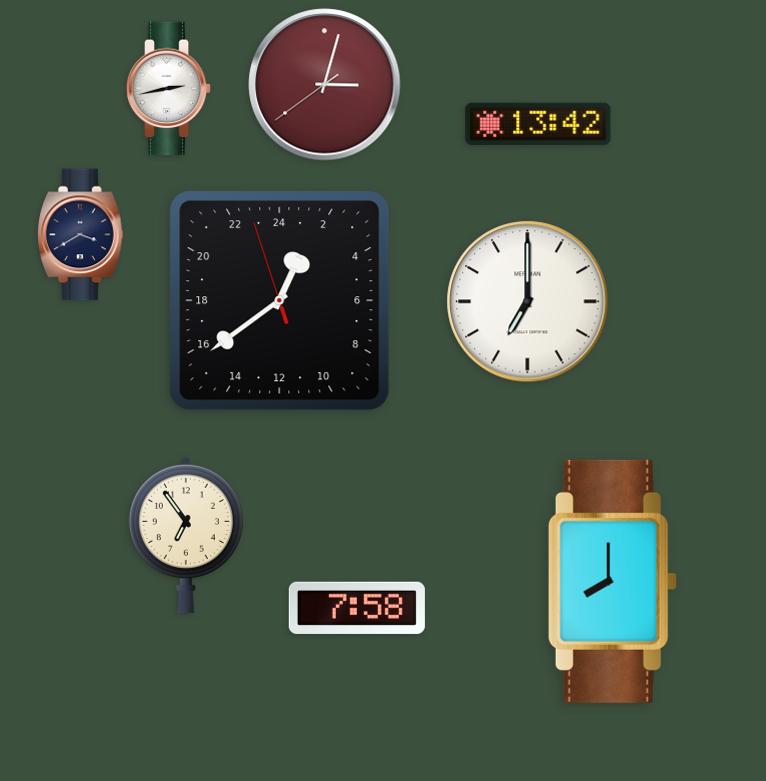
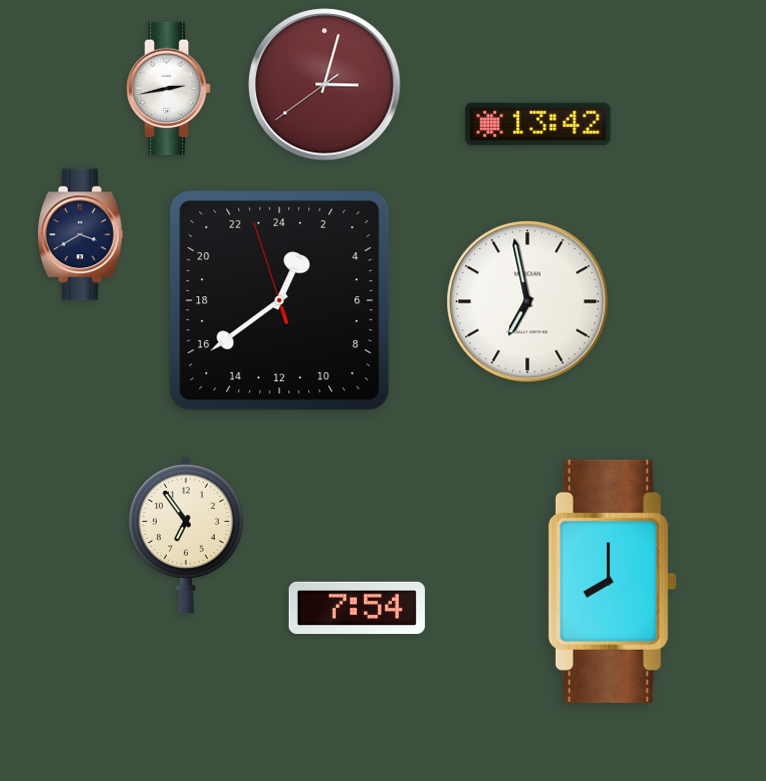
clock at (528, 302): 7:00 -> 6:58
clock at (357, 608): 7:58 -> 7:54
